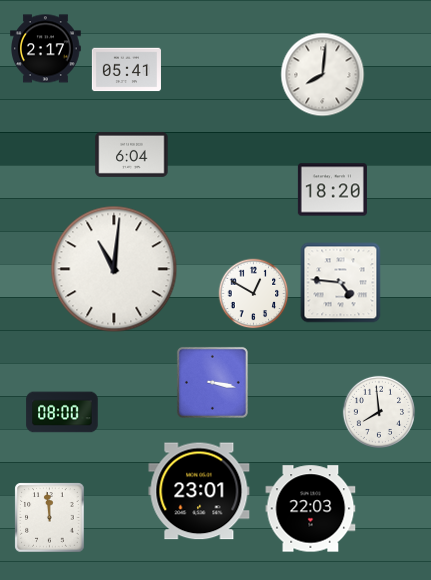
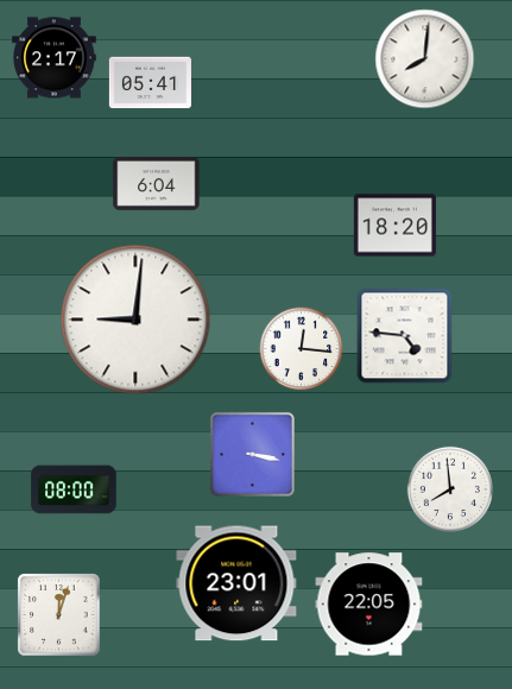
clock at (323, 75) position: (323, 75) -> (425, 59)
clock at (114, 269): 11:01 -> 9:01
clock at (254, 294): 12:50 -> 12:16
clock at (311, 509): 22:03 -> 22:05
clock at (50, 518): 11:59 -> 12:03
